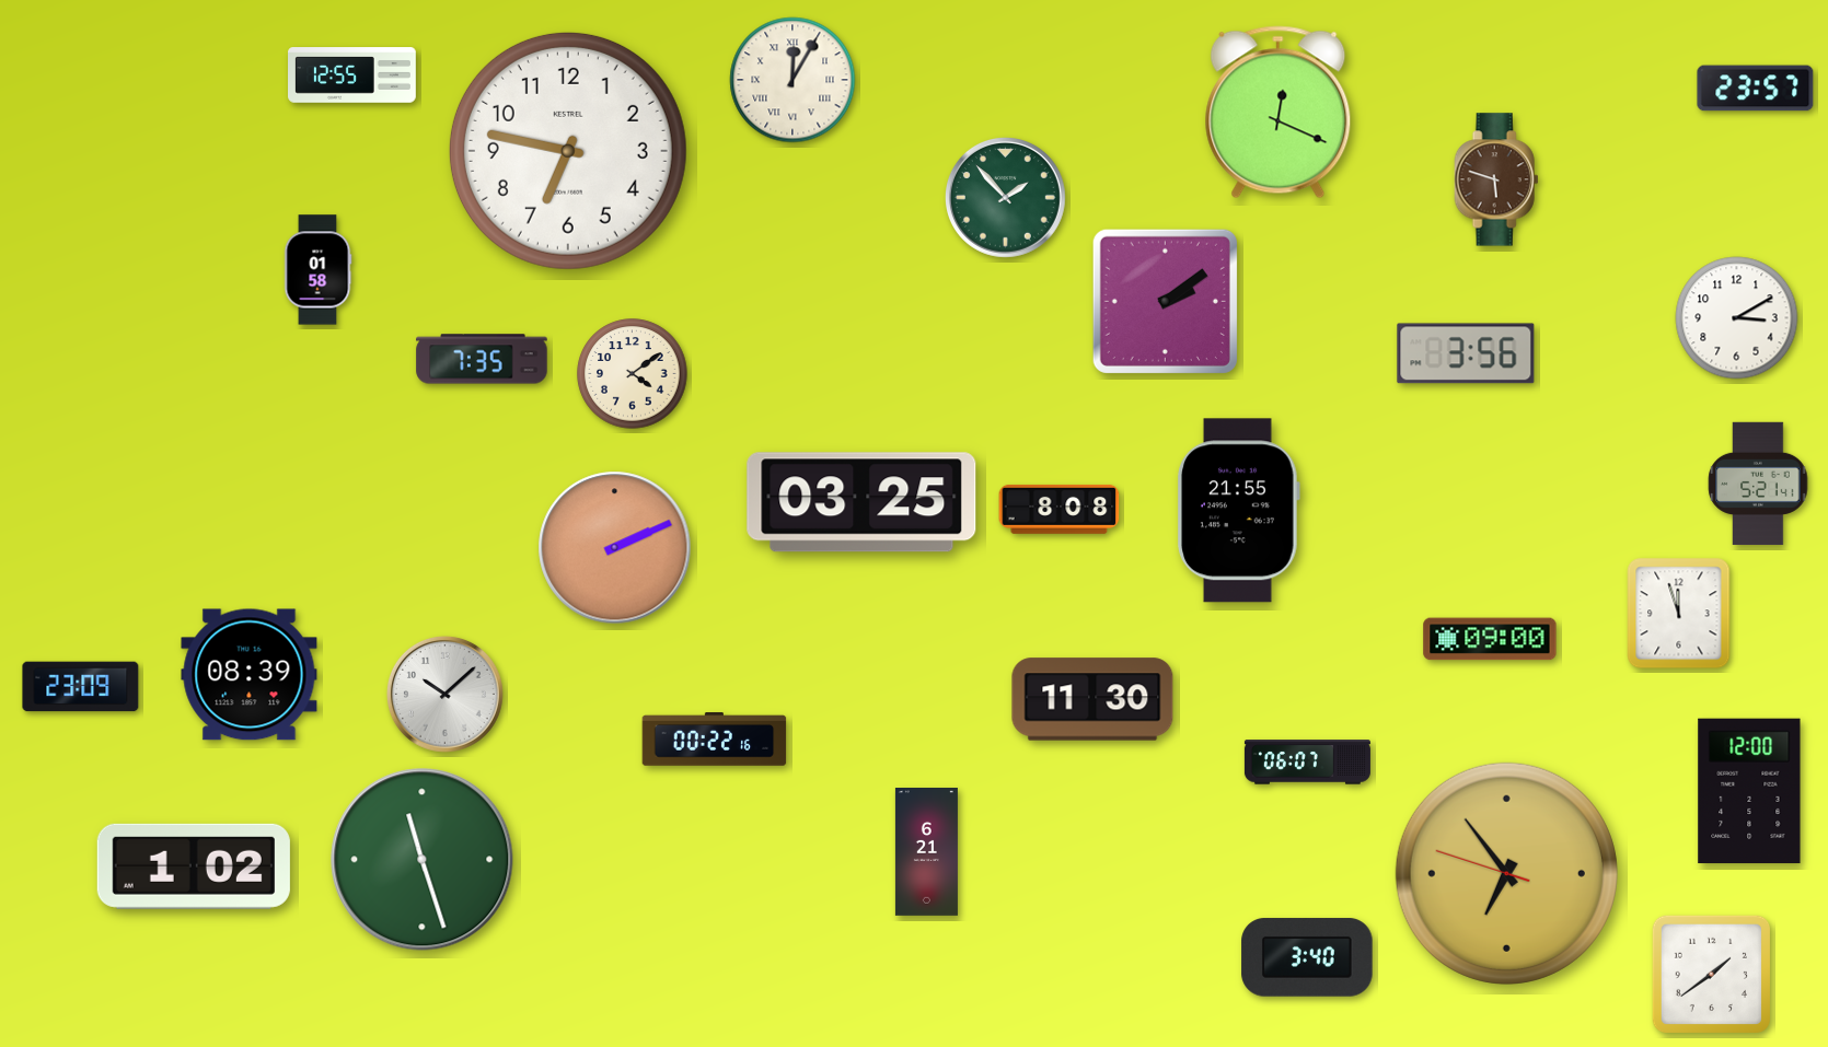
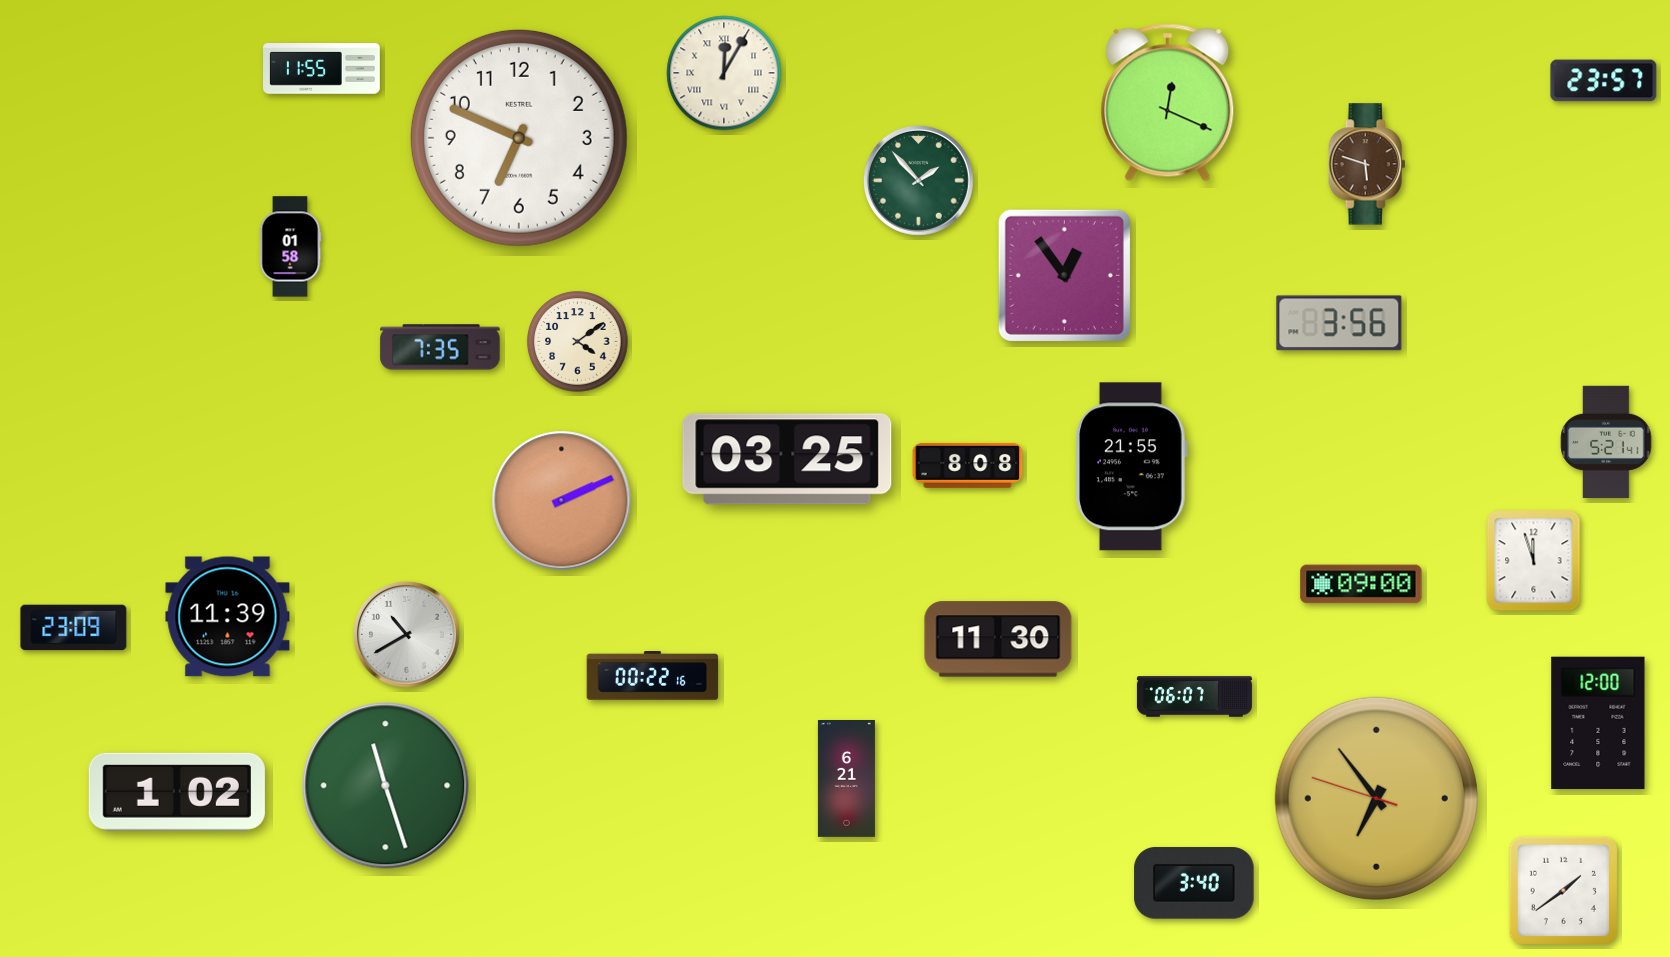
clock at (352, 75): 12:55 -> 11:55
clock at (568, 151): 6:47 -> 6:49
clock at (1165, 301): 2:09 -> 12:54
clock at (1737, 318): 3:10 -> none
clock at (482, 359) position: (482, 359) -> (440, 347)
clock at (250, 675): 08:39 -> 11:39
clock at (444, 694): 10:08 -> 10:40
clock at (1307, 957) position: (1307, 957) -> (1194, 883)
